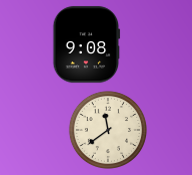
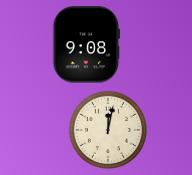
clock at (107, 129): 11:39 -> 12:02
